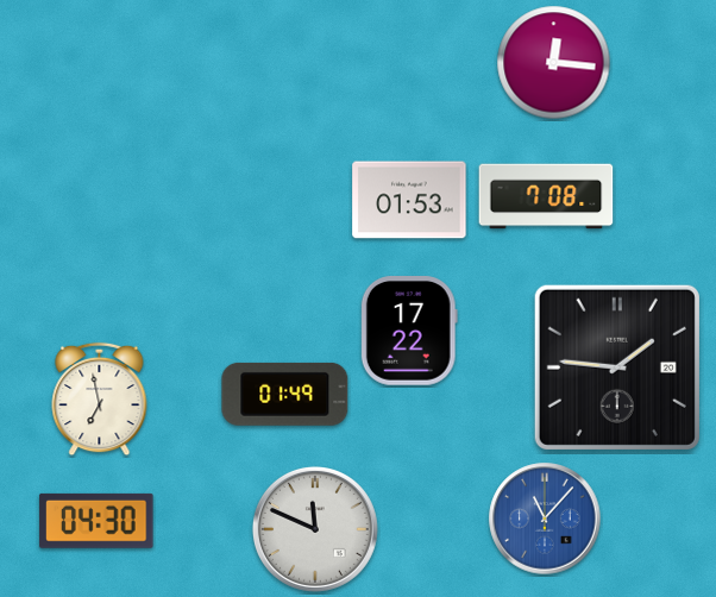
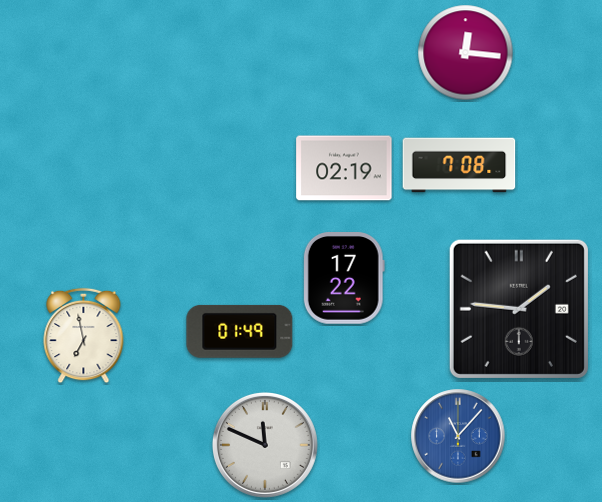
clock at (409, 200): 01:53 -> 02:19
clock at (96, 521): 04:30 -> none
